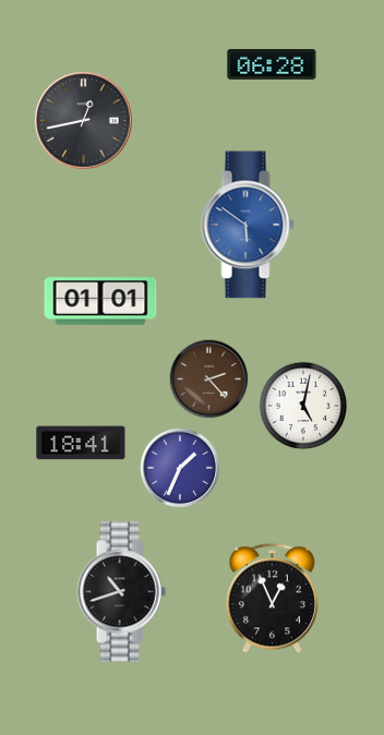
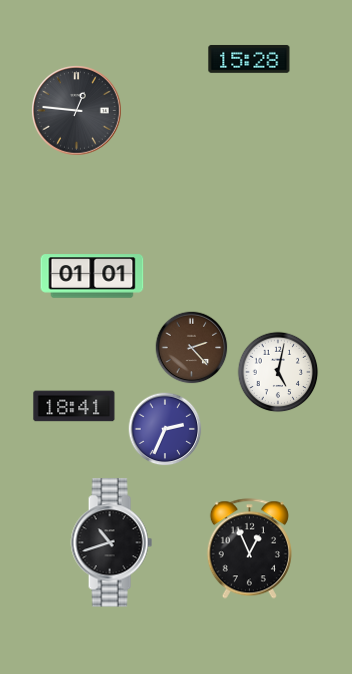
clock at (272, 64): 06:28 -> 15:28
clock at (84, 121): 12:43 -> 12:46
clock at (248, 225): 5:51 -> none
clock at (180, 468): 1:34 -> 2:34
